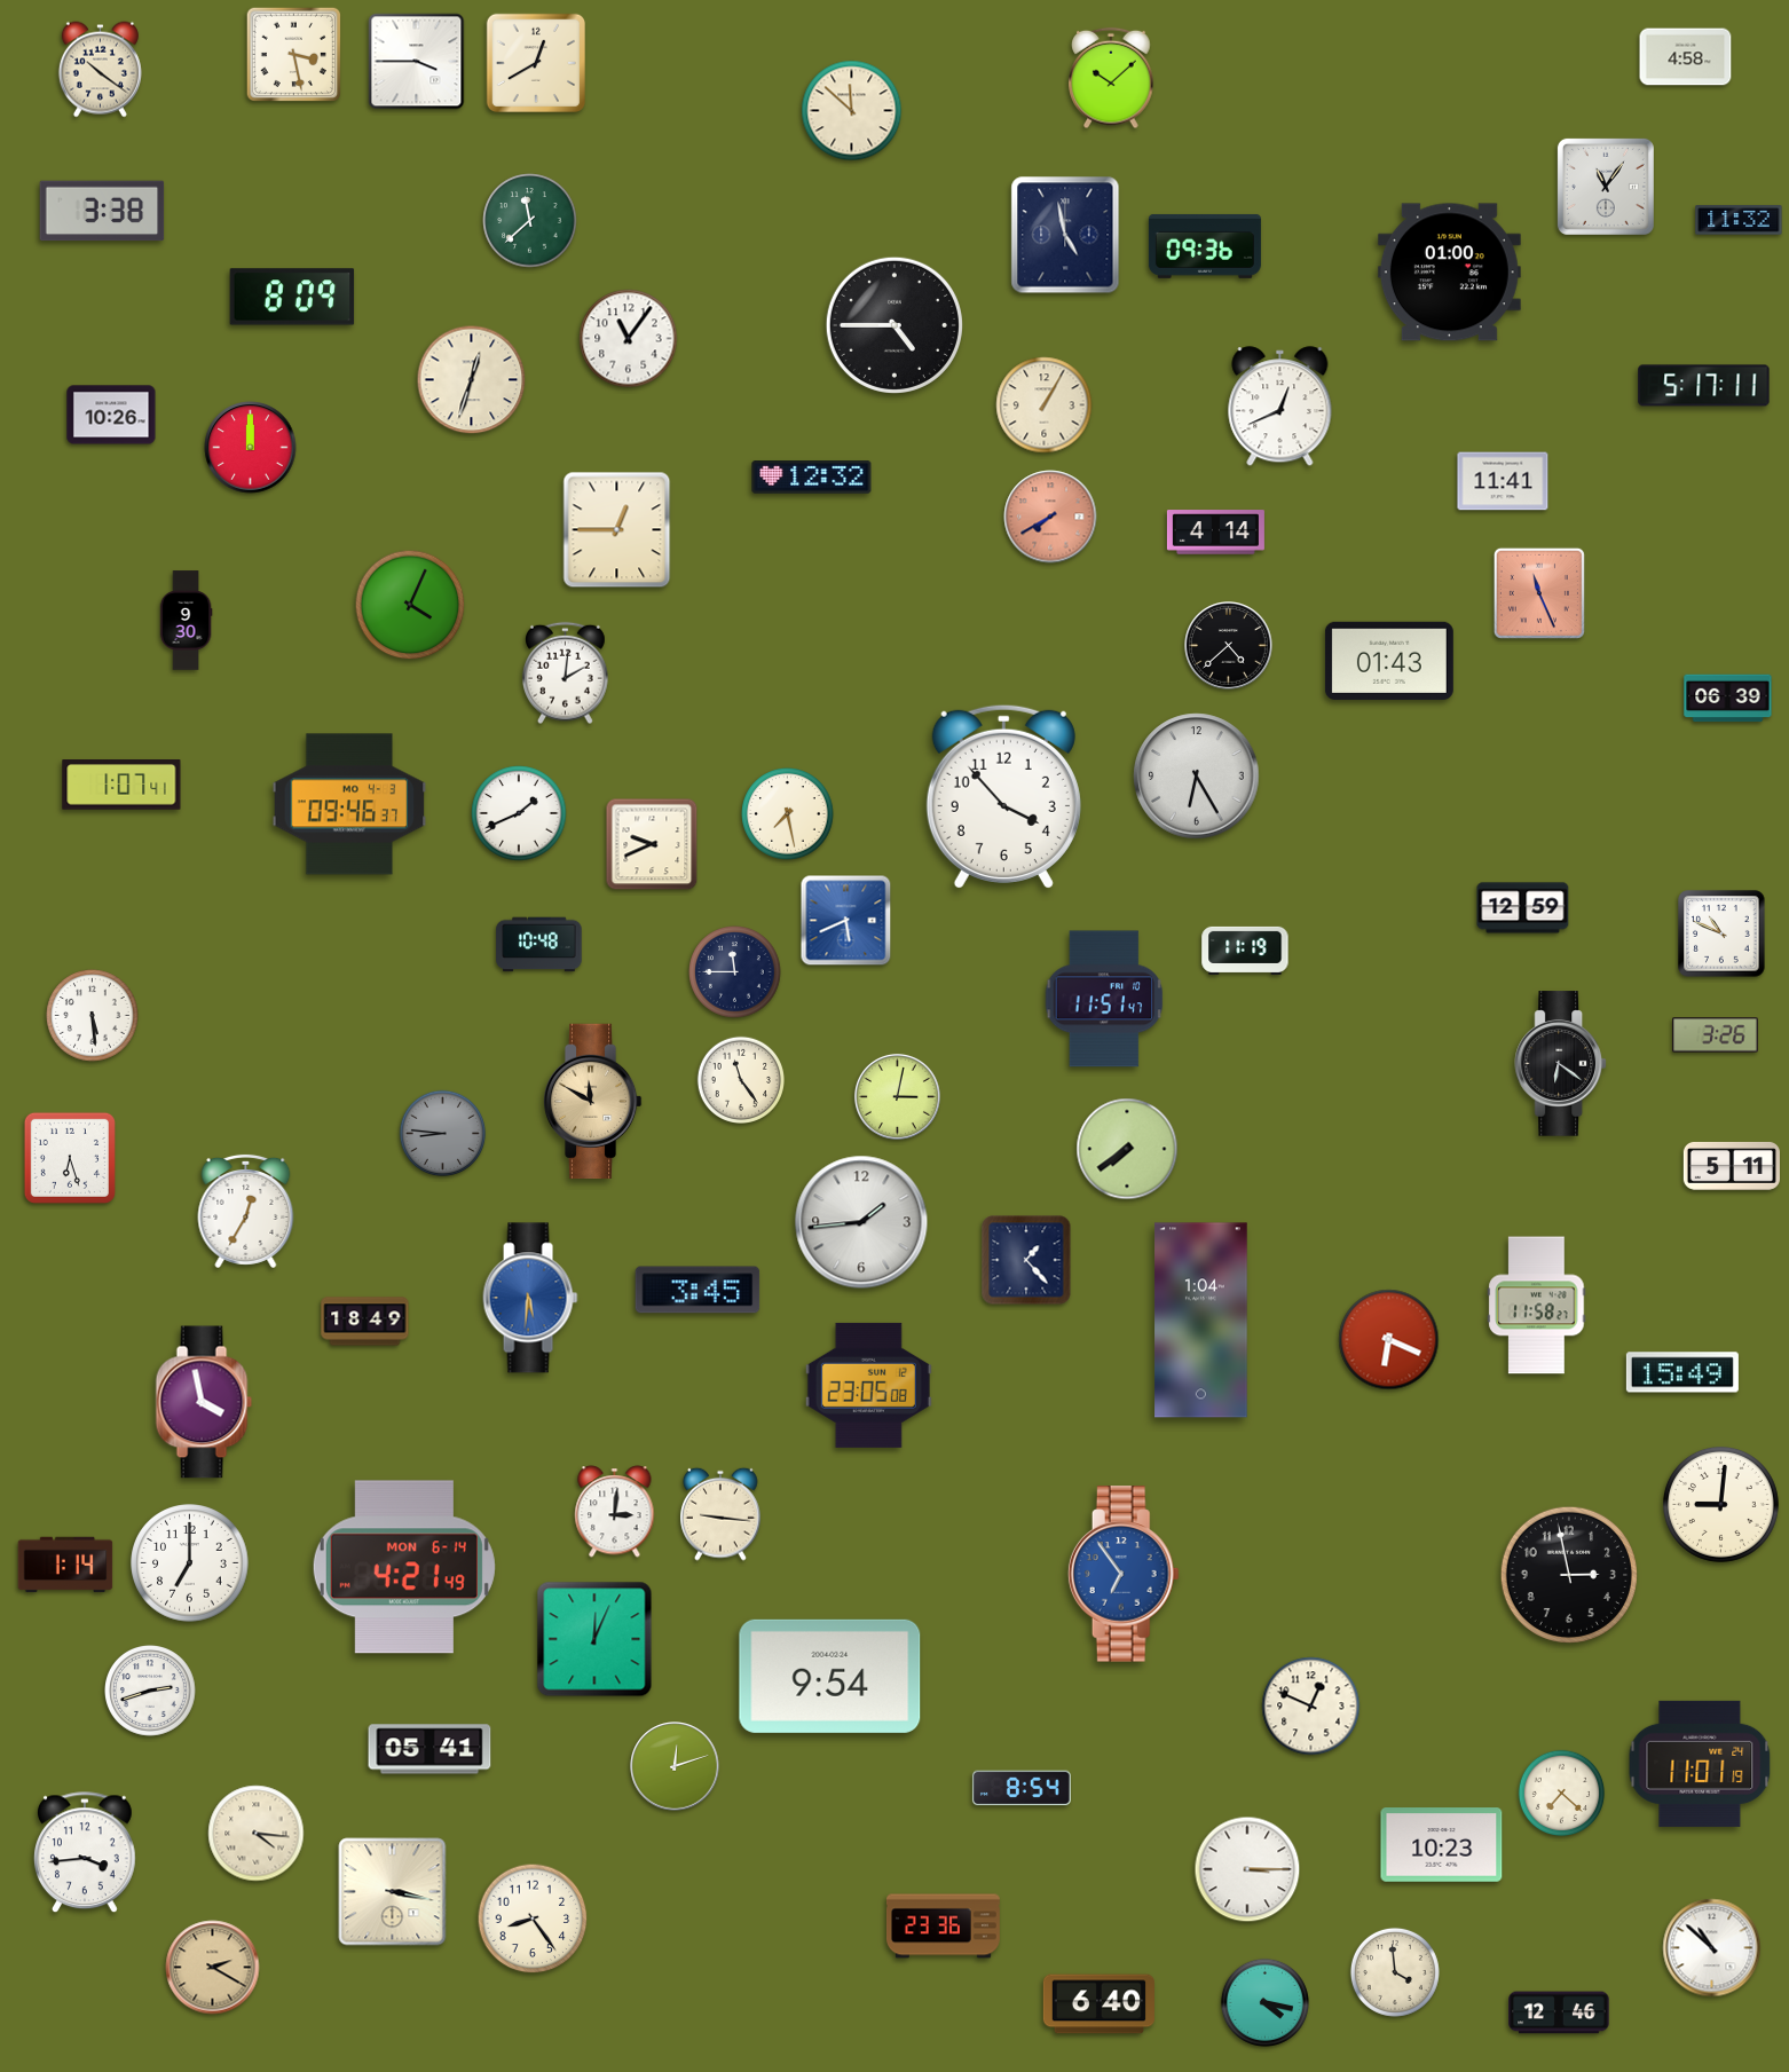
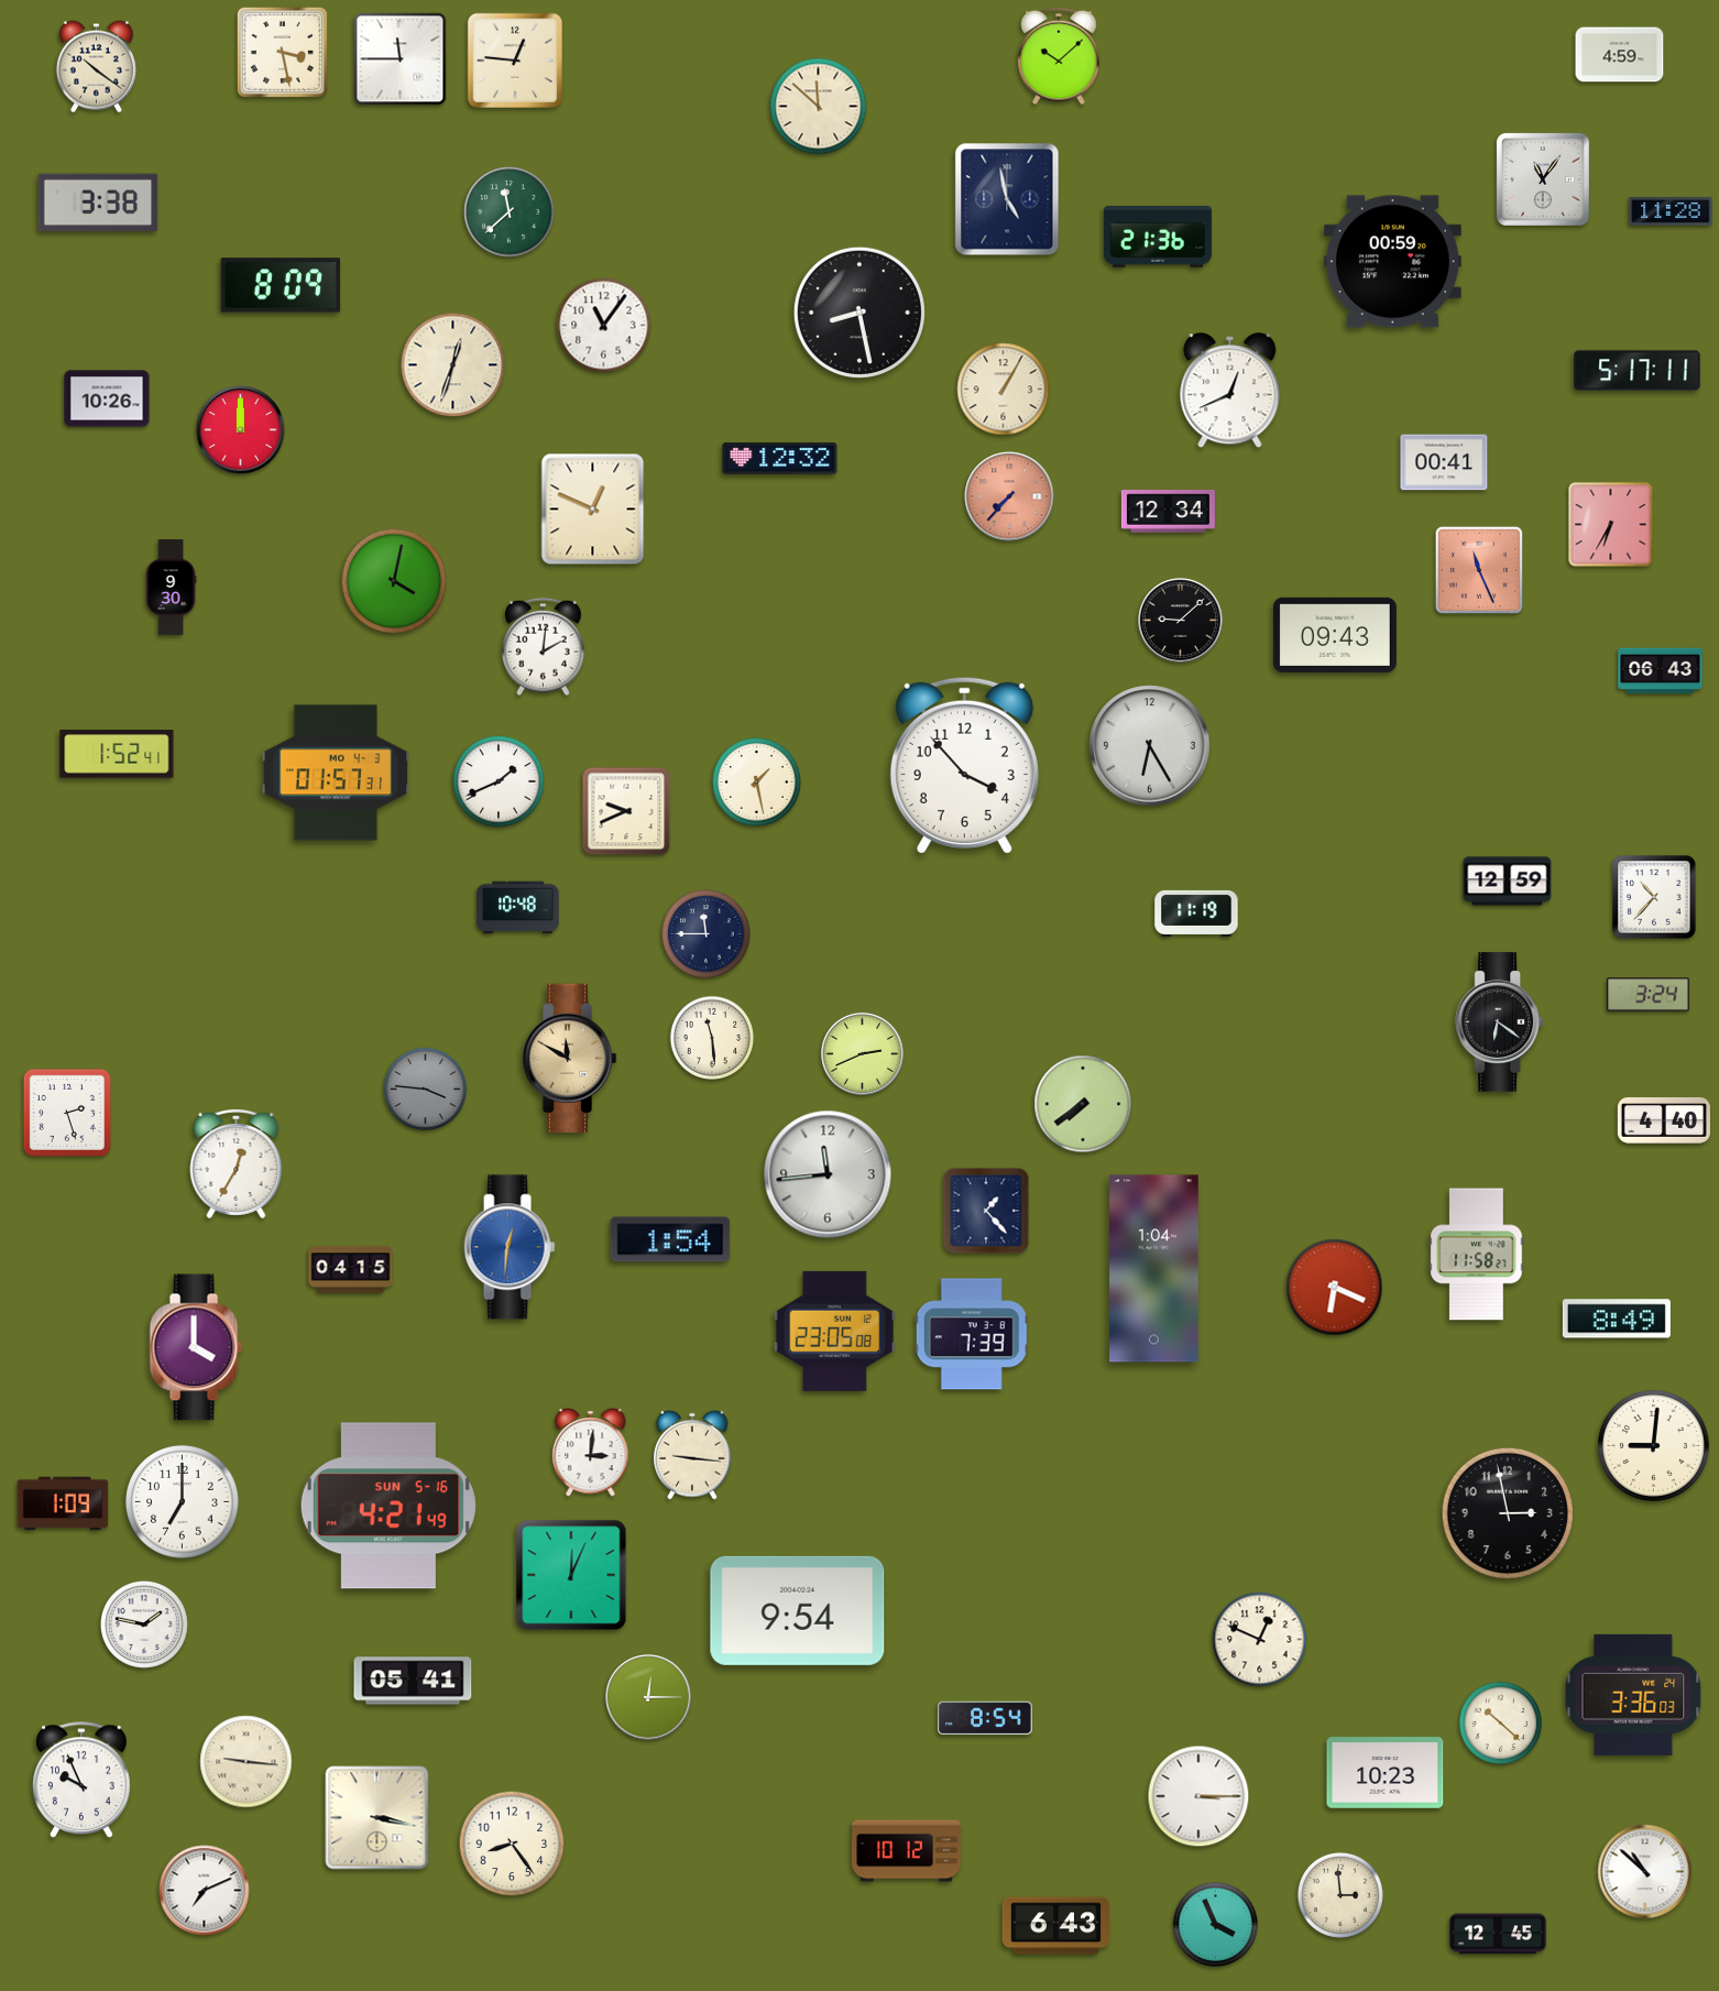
clock at (1686, 57): 4:58 -> 4:59
clock at (417, 62): 3:45 -> 11:45
clock at (535, 62): 12:40 -> 12:46
clock at (1111, 78) position: (1111, 78) -> (1059, 56)
clock at (1739, 220): 11:32 -> 11:28
clock at (1065, 235) position: (1065, 235) -> (1007, 199)
clock at (1205, 246): 09:36 -> 21:36
clock at (1449, 273): 01:00 -> 00:59
clock at (894, 325): 4:45 -> 8:28
clock at (1503, 481): 11:41 -> 00:41
clock at (1050, 517): 7:40 -> 7:37
clock at (617, 530): 12:45 -> 12:49
clock at (1215, 533): 4:14 -> 12:34
clock at (1611, 525): none -> 6:35
clock at (410, 605): 4:04 -> 4:02
clock at (186, 621) position: (186, 621) -> (171, 588)
clock at (1229, 646): 4:38 -> 9:08
clock at (1389, 661): 01:43 -> 09:43
clock at (1728, 699): 06:39 -> 06:43
clock at (121, 785): 1:07 -> 1:52
clock at (349, 804): 09:46 -> 01:57
clock at (788, 814): 7:28 -> 1:28
clock at (1523, 908) position: (1523, 908) -> (1508, 882)
clock at (846, 921): 5:41 -> none
clock at (1721, 933): 10:49 -> 10:37
clock at (1104, 999): 11:51 -> none
clock at (93, 1016): 5:29 -> none
clock at (1716, 1035): 3:26 -> 3:24
clock at (740, 1079): 11:24 -> 11:29
clock at (897, 1096): 3:02 -> 2:41
clock at (443, 1134): 8:46 -> 3:46
clock at (70, 1158): 6:27 -> 2:27
clock at (1732, 1166): 5:11 -> 4:40
clock at (861, 1222): 1:44 -> 11:44
clock at (698, 1290): 3:45 -> 1:54
clock at (530, 1298): 5:31 -> 12:31
clock at (365, 1322): 18:49 -> 04:15
clock at (1682, 1372): 15:49 -> 8:49
clock at (972, 1334): none -> 7:39
clock at (204, 1402): 3:58 -> 4:00
clock at (65, 1565): 1:14 -> 1:09
clock at (404, 1567) date: MON 6-14 -> SUN 5-16
clock at (1124, 1574): 6:54 -> none
clock at (151, 1692): 2:42 -> 1:47
clock at (1700, 1764): 11:01 -> 3:36
clock at (675, 1766): 12:12 -> 12:15
clock at (1022, 1788) position: (1022, 1788) -> (985, 1718)
clock at (1562, 1794): 7:22 -> 10:22
clock at (257, 1834): 4:16 -> 9:16
clock at (85, 1853): 3:44 -> 9:56
clock at (943, 1927): 23:36 -> 10:12
clock at (213, 1968): 2:20 -> 7:11
clock at (213, 1968) dial: champagne -> white
clock at (1395, 1972): 3:59 -> 2:59
clock at (1264, 2002): 4:17 -> 3:56
clock at (1098, 2004): 6:40 -> 6:43
clock at (1559, 2012): 12:46 -> 12:45
